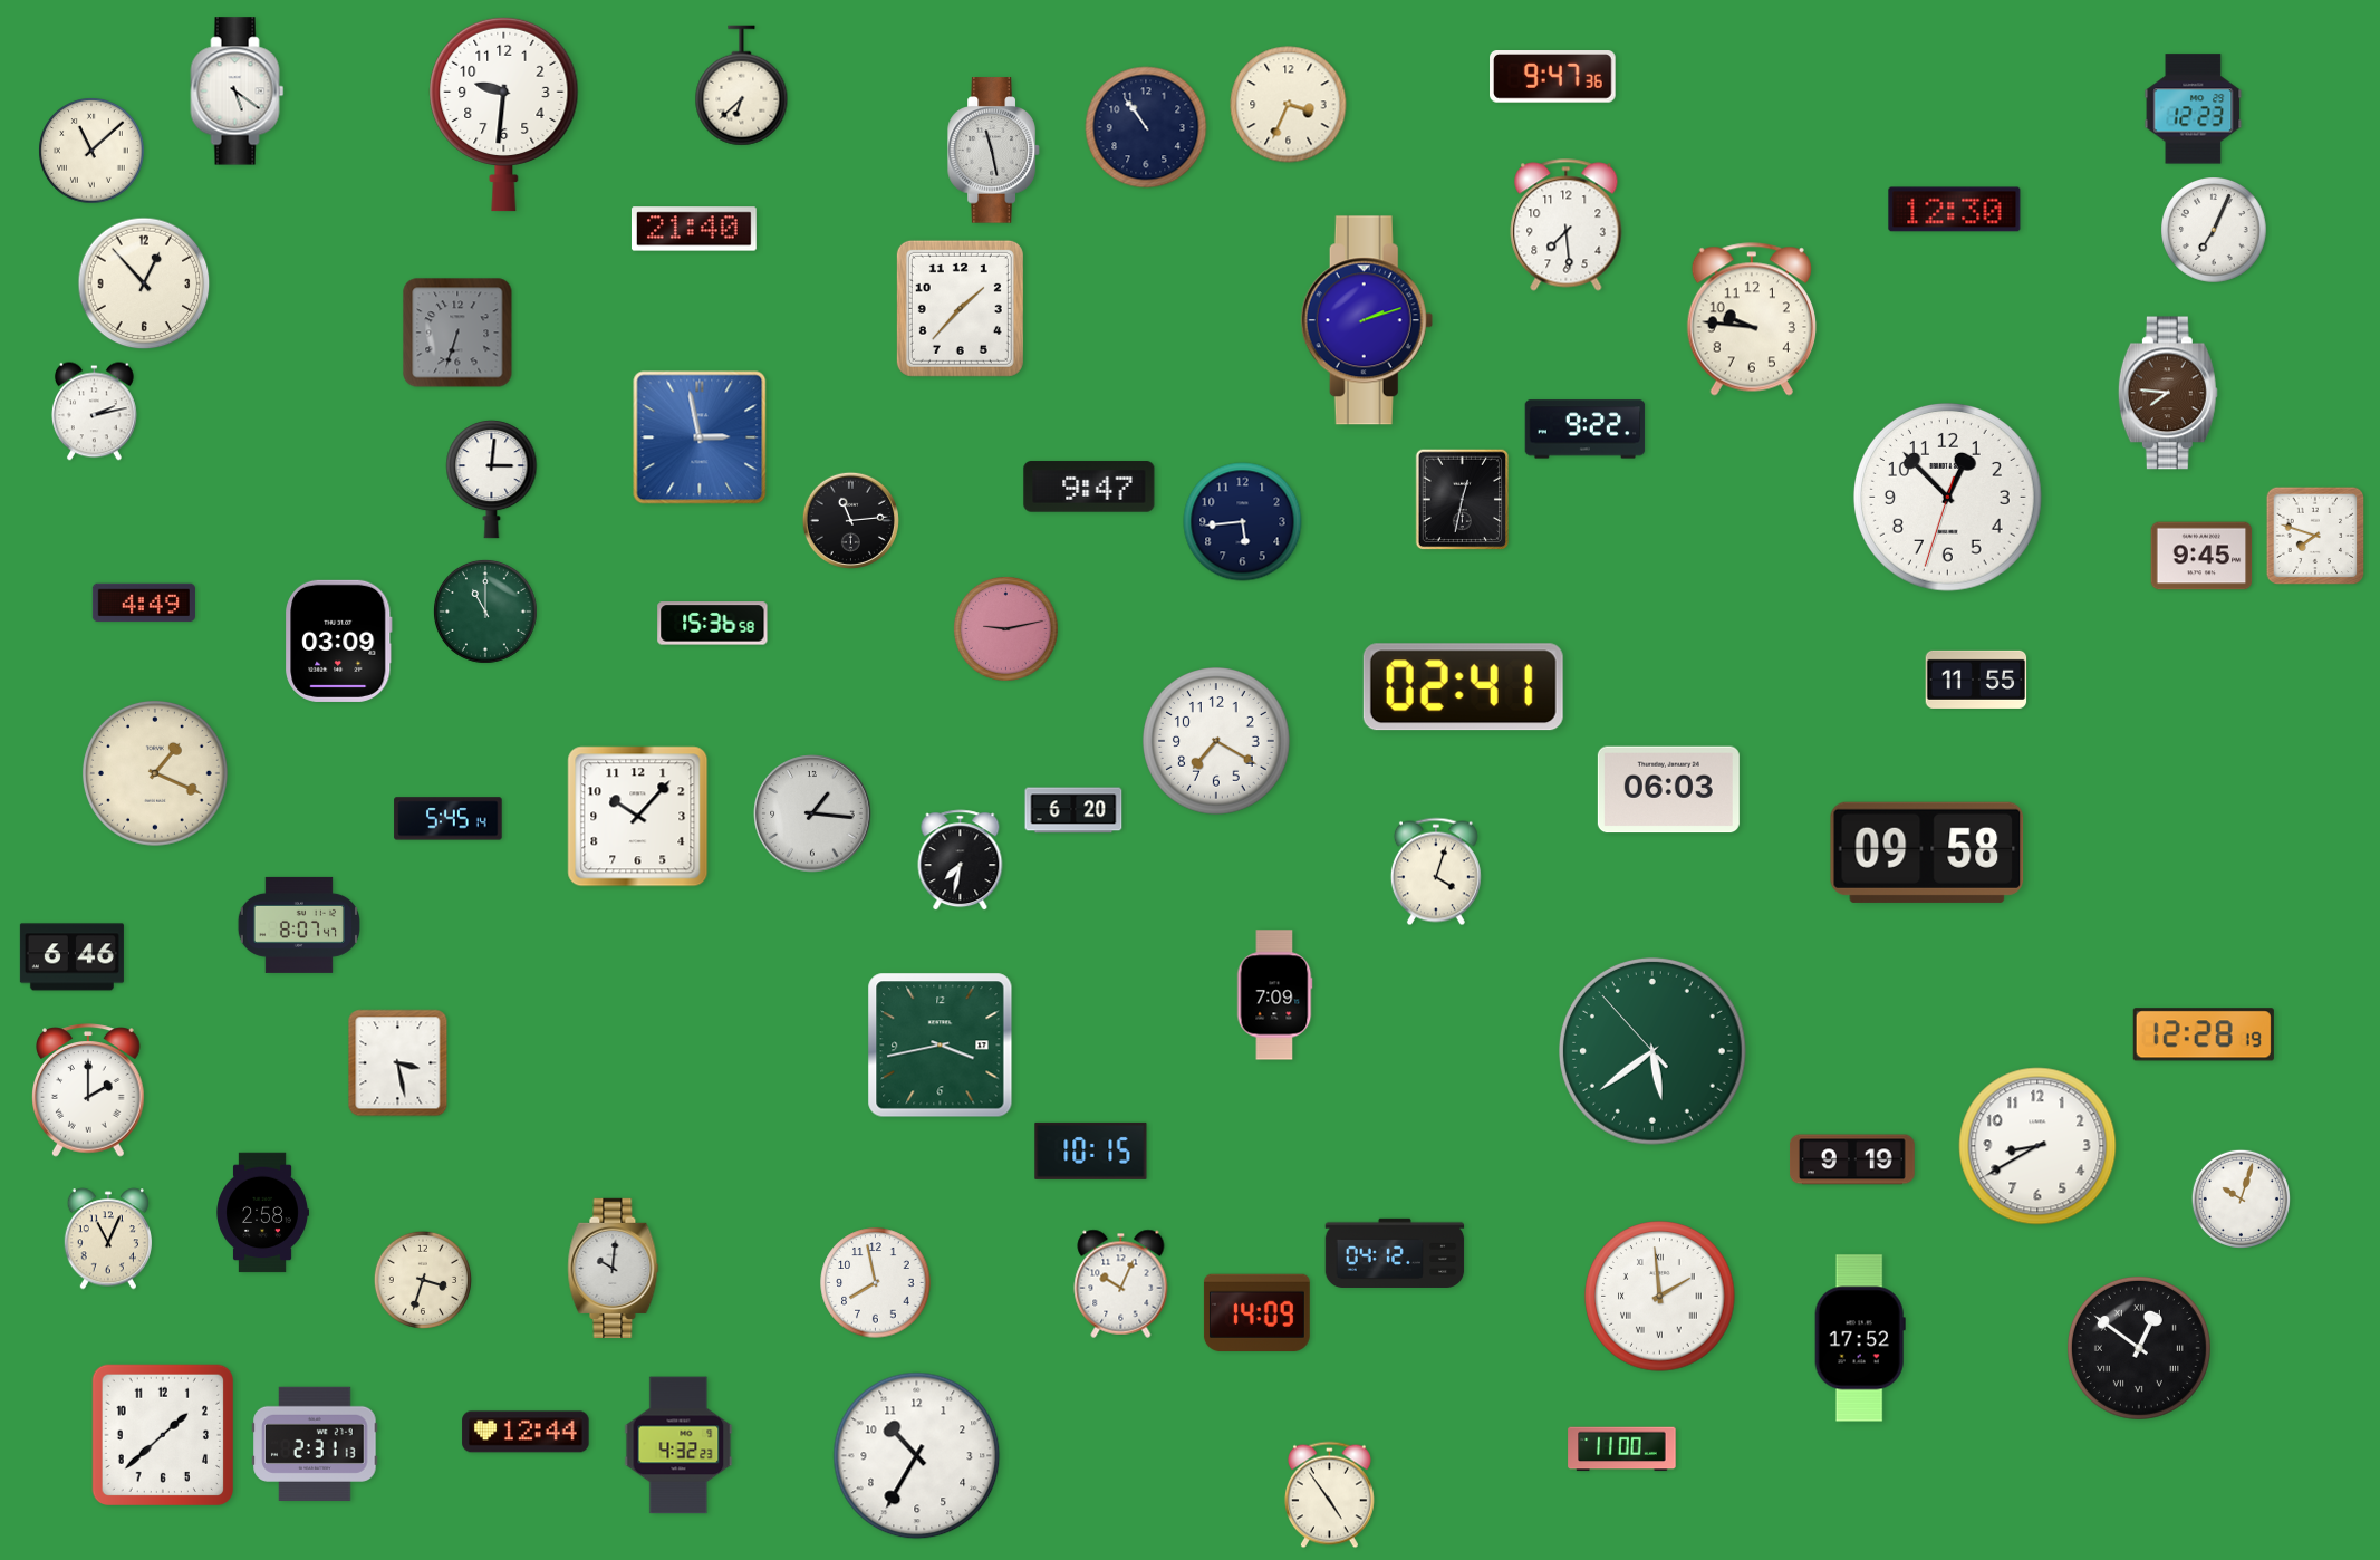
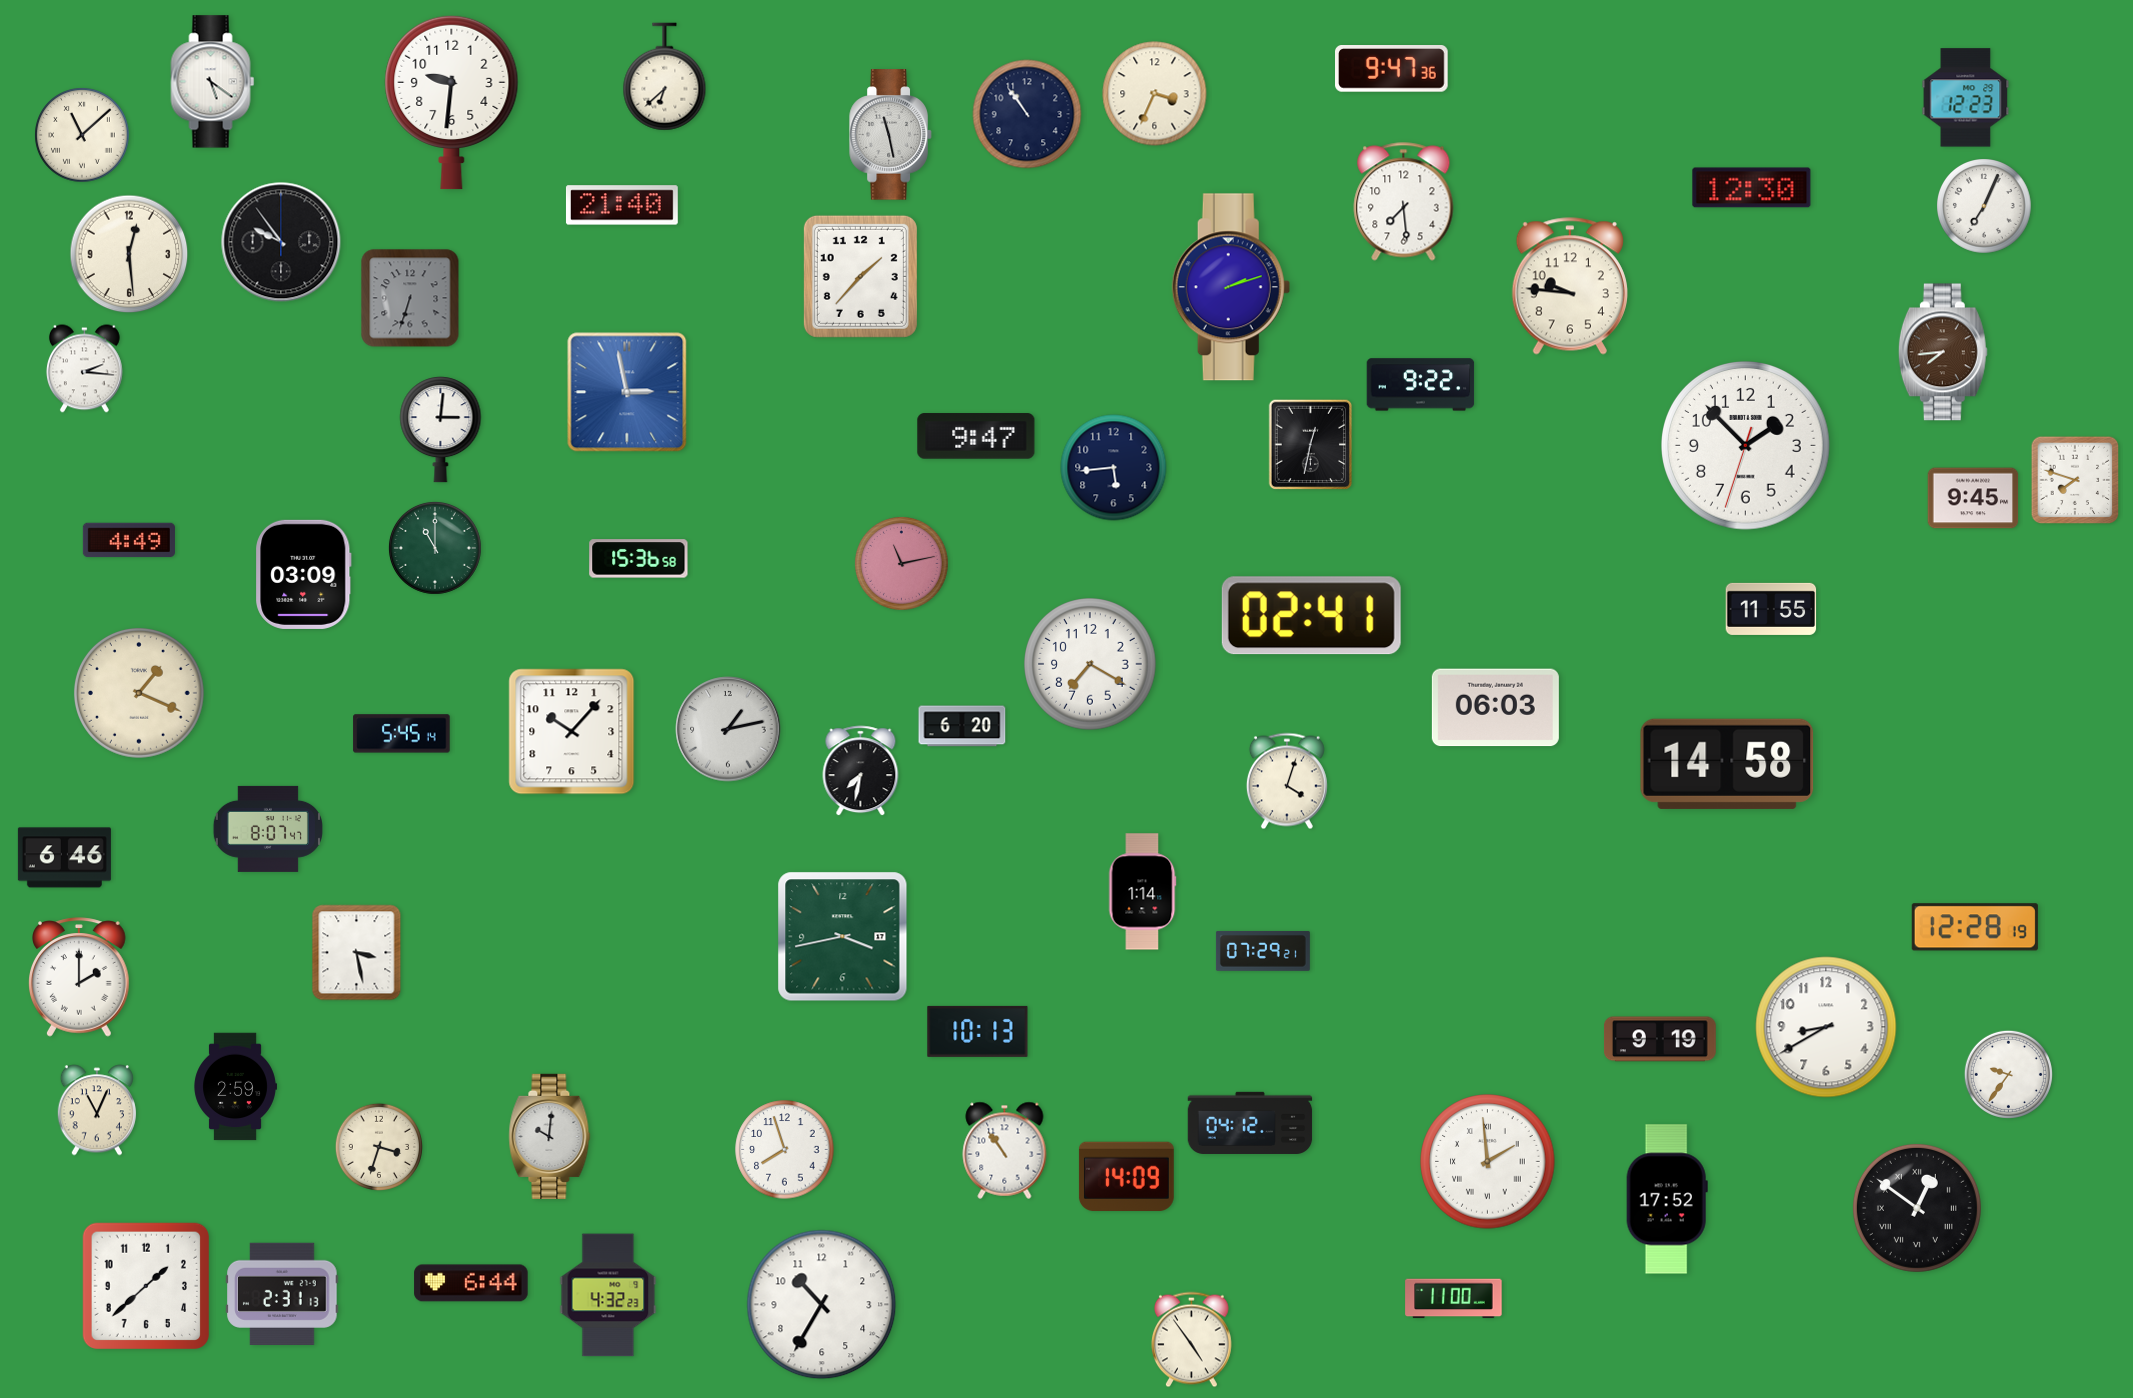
clock at (281, 242): none -> 9:54
clock at (144, 283): 12:53 -> 12:29
clock at (1367, 320) position: (1367, 320) -> (1231, 287)
clock at (2168, 393): 7:46 -> 7:44
clock at (94, 412): 2:13 -> 2:16
clock at (1948, 498): 12:52 -> 1:52
clock at (1463, 500) position: (1463, 500) -> (1311, 445)
clock at (850, 520): 11:14 -> none
clock at (1006, 629): 9:13 -> 11:13
clock at (812, 813): 1:16 -> 1:13
clock at (1927, 853): 09:58 -> 14:58
clock at (1274, 995): 7:09 -> 1:14
clock at (1654, 1051): 5:38 -> none
clock at (1263, 951): none -> 07:29
clock at (1091, 1150): 10:15 -> 10:13
clock at (2241, 1198): 10:03 -> 9:36
clock at (262, 1213): 2:58 -> 2:59
clock at (876, 1283): 7:58 -> 7:57
clock at (1121, 1283): 10:04 -> 10:54
clock at (526, 1432): 12:44 -> 6:44
